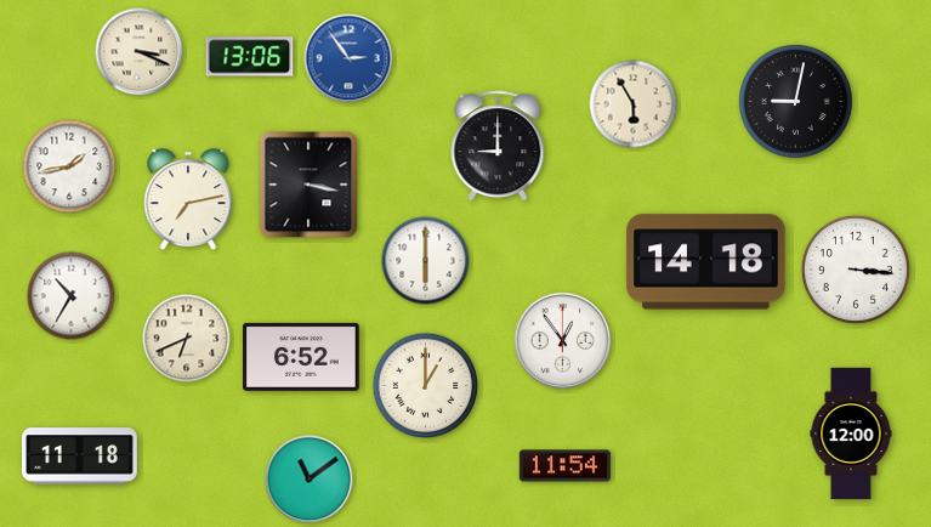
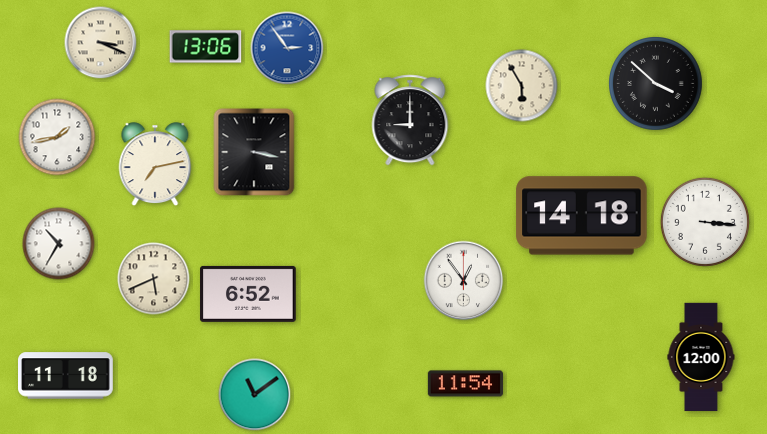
clock at (140, 52) position: (140, 52) -> (101, 43)
clock at (796, 102): 9:02 -> 3:52
clock at (426, 261): 6:00 -> none
clock at (187, 339): 6:41 -> 5:41
clock at (425, 385): 1:00 -> none
